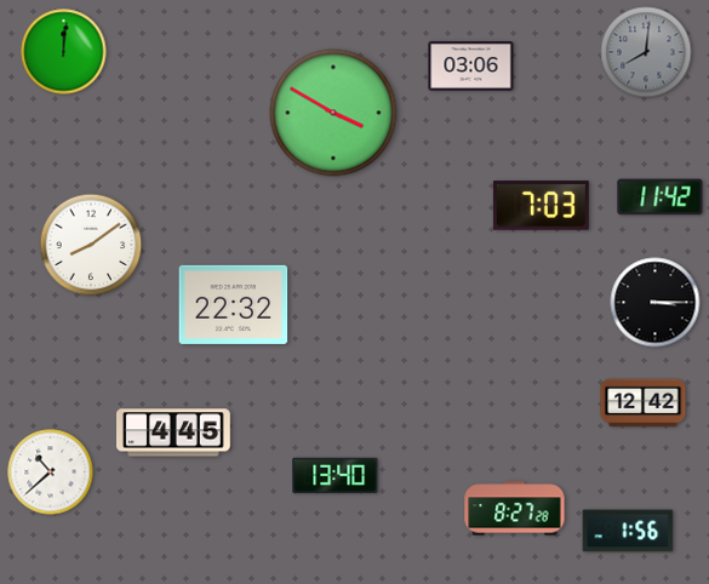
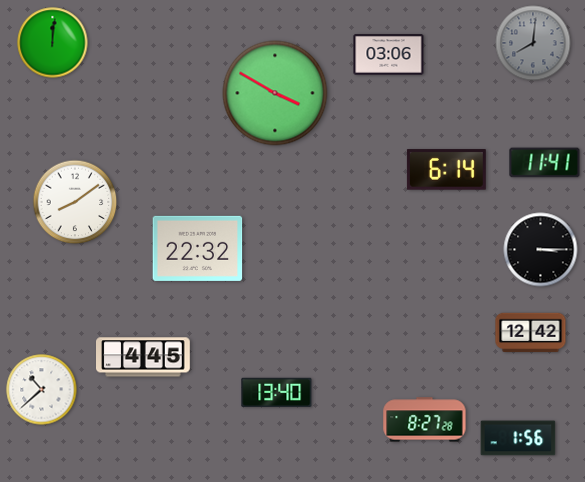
clock at (661, 197): 11:42 -> 11:41
clock at (541, 206): 7:03 -> 6:14
clock at (234, 304) position: (234, 304) -> (198, 248)
